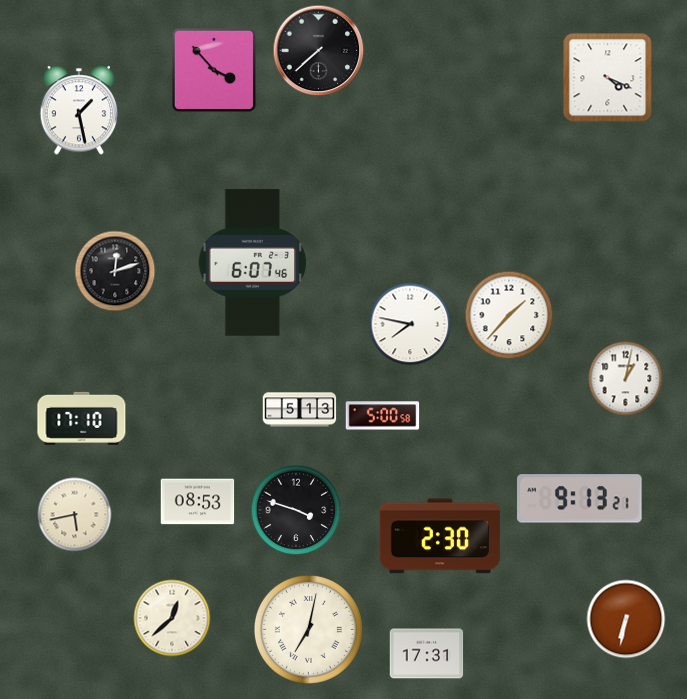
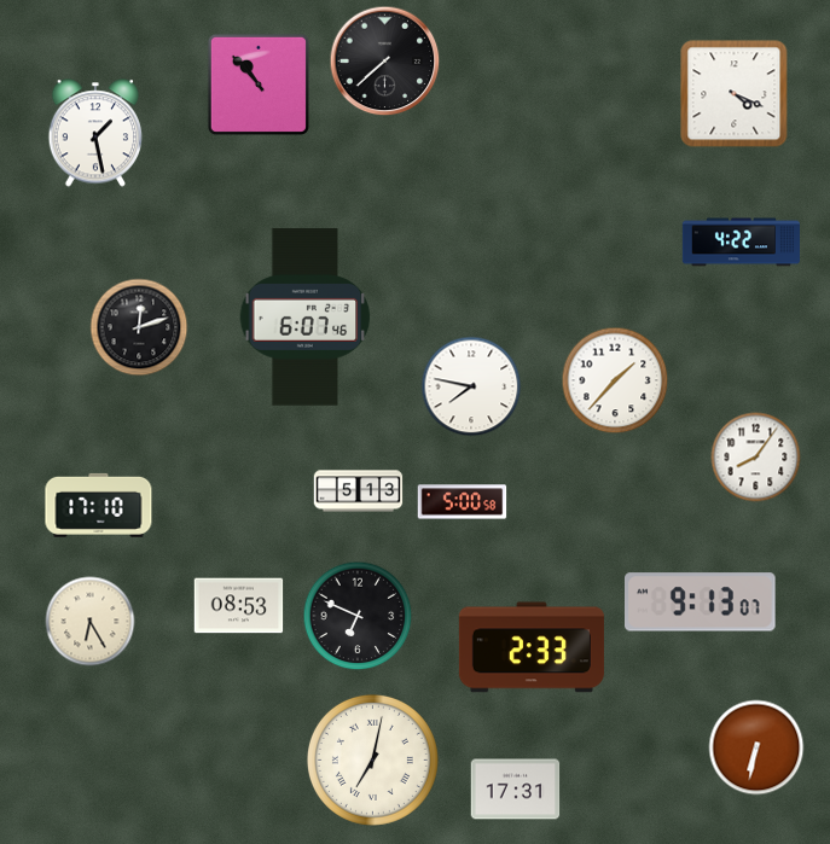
clock at (214, 70): 3:53 -> 10:53
clock at (741, 243): none -> 4:22
clock at (410, 324) position: (410, 324) -> (471, 386)
clock at (626, 379): 1:02 -> 8:06
clock at (300, 410) position: (300, 410) -> (359, 491)
clock at (580, 499): 9:13:21 -> 9:13:07
clock at (296, 510): 3:48 -> 6:49
clock at (75, 515): 5:43 -> 6:25
clock at (440, 536): 2:30 -> 2:33
clock at (172, 618): 12:38 -> none
